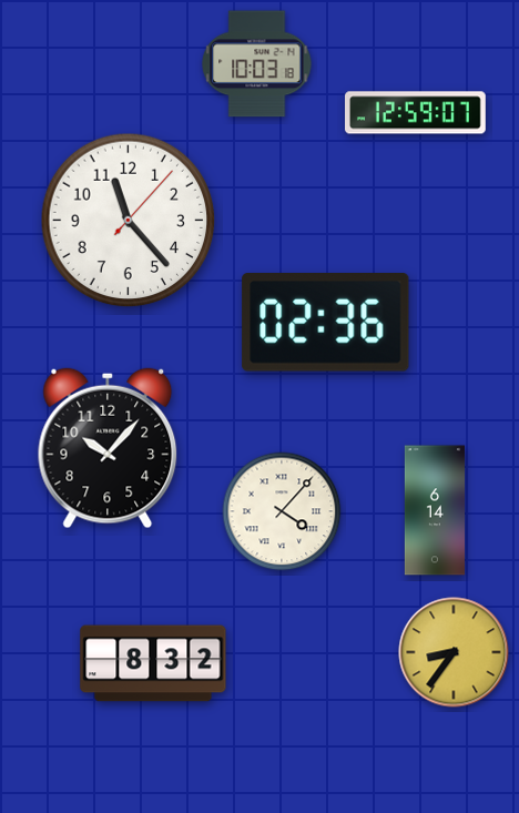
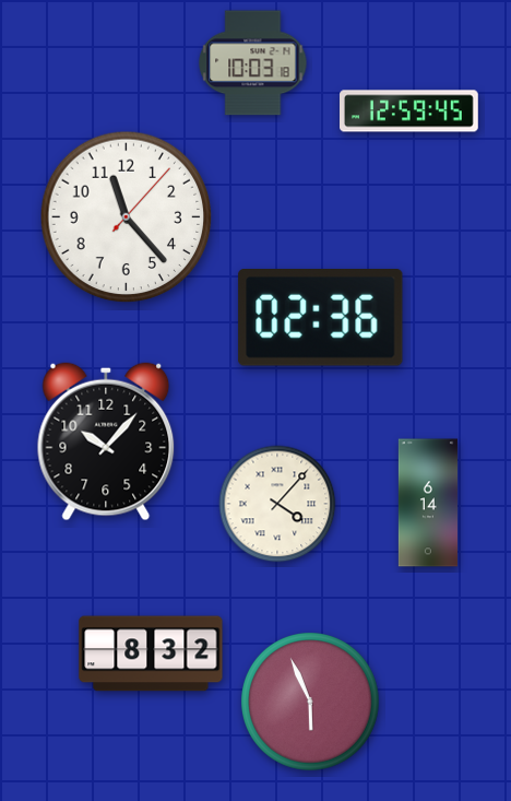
clock at (416, 113): 12:59:07 -> 12:59:45
clock at (454, 652): 8:36 -> none
clock at (311, 703): none -> 5:56
